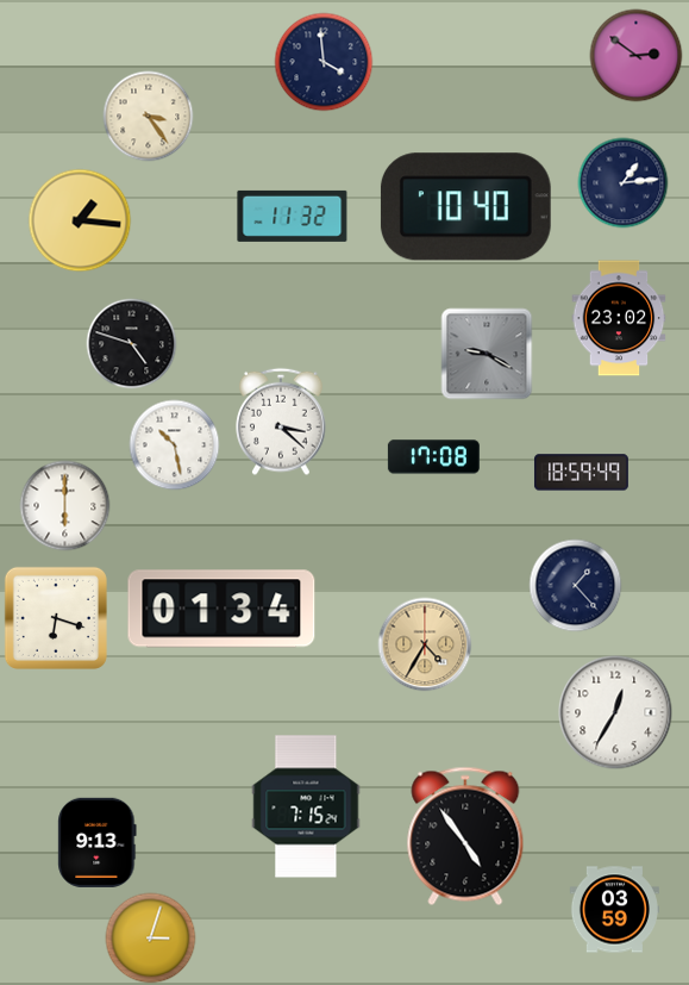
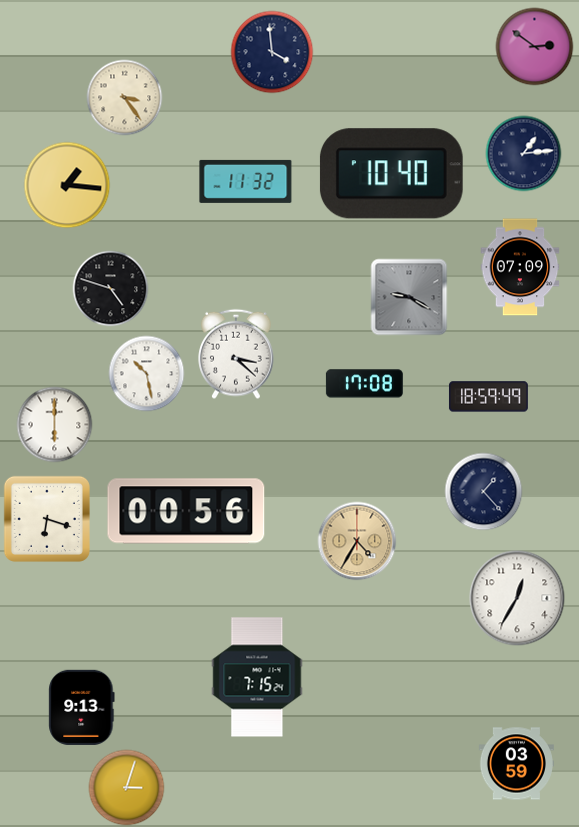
clock at (619, 318): 23:02 -> 07:09
clock at (221, 609): 01:34 -> 00:56
clock at (465, 836): 4:54 -> none
